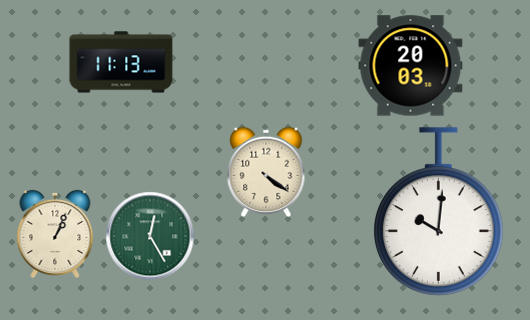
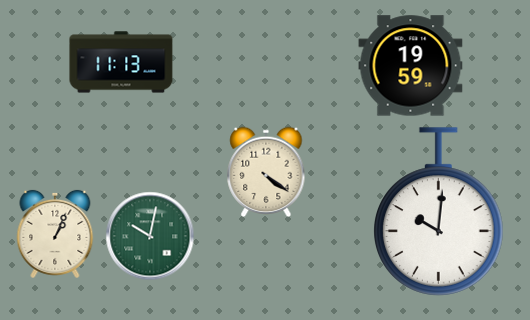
clock at (411, 66): 20:03 -> 19:59
clock at (150, 236): 12:25 -> 10:02
